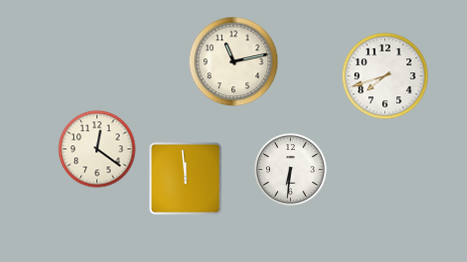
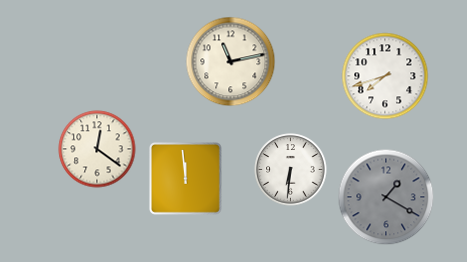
clock at (234, 62) position: (234, 62) -> (231, 62)
clock at (386, 197): none -> 1:20
